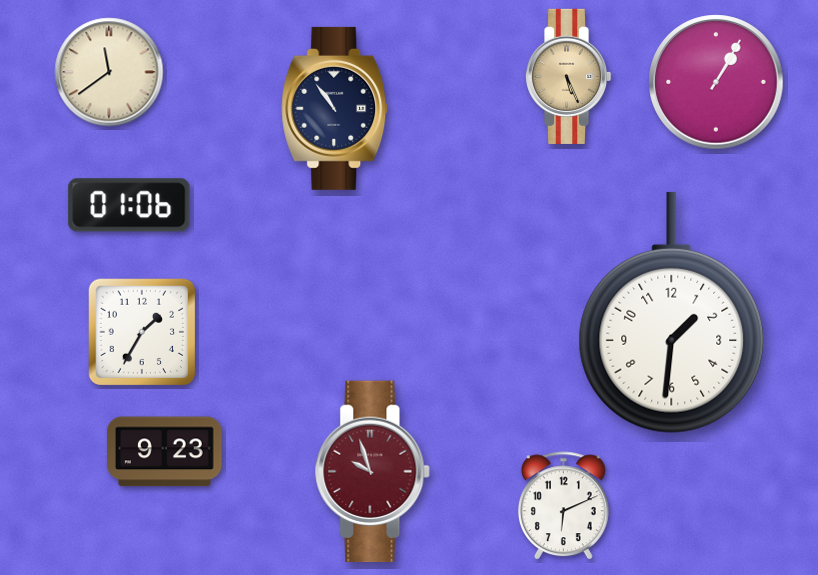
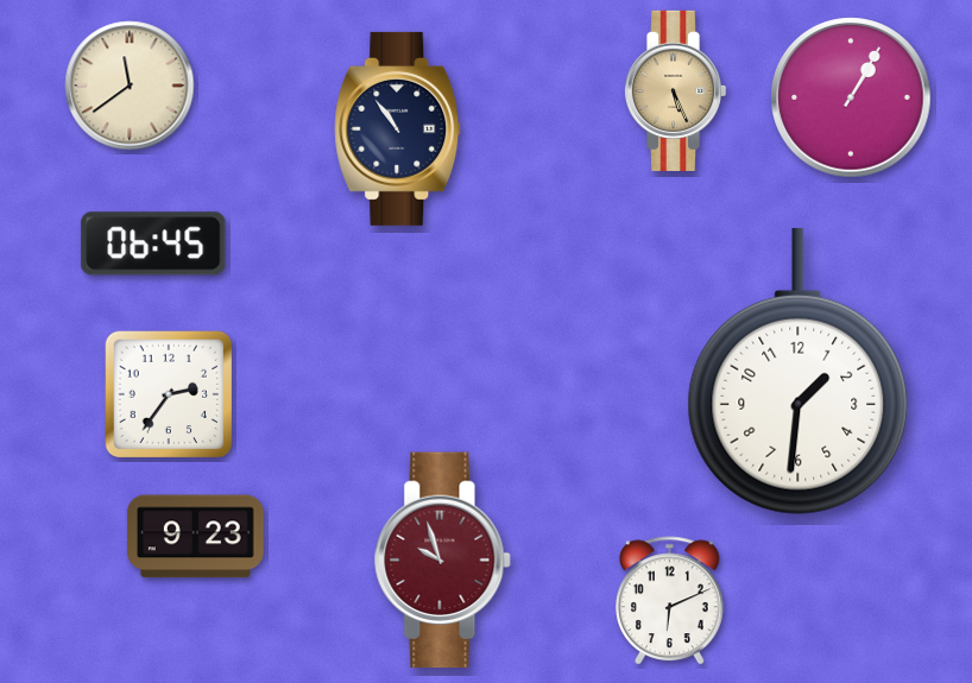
clock at (129, 205): 01:06 -> 06:45
clock at (142, 332): 1:35 -> 2:36
